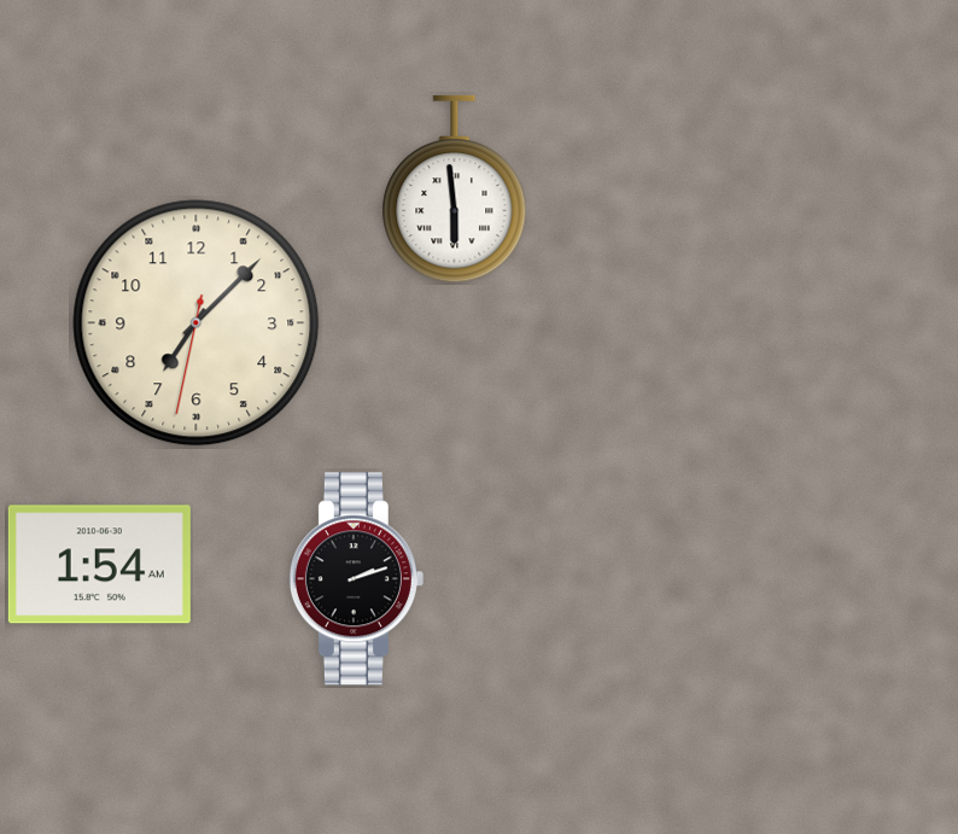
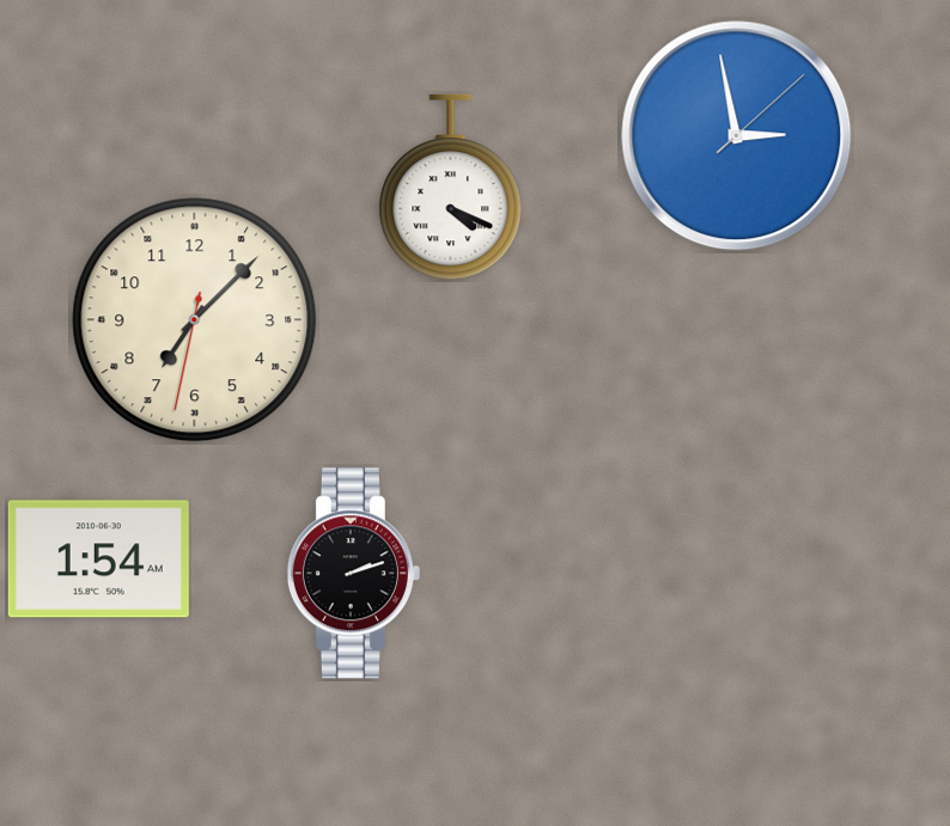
clock at (737, 136): none -> 2:58
clock at (455, 189): 5:59 -> 4:19
